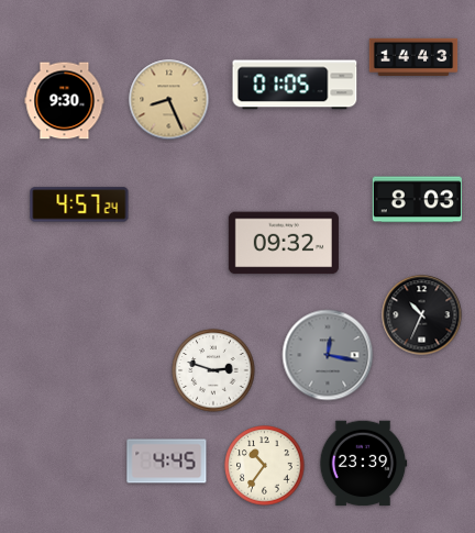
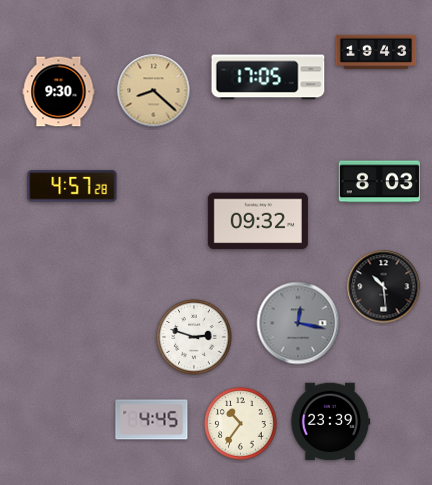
clock at (413, 56): 14:43 -> 19:43
clock at (295, 85): 01:05 -> 17:05
clock at (169, 100): 8:26 -> 8:22
clock at (79, 204): 4:57:24 -> 4:57:28
clock at (422, 315): 10:34 -> 10:29
